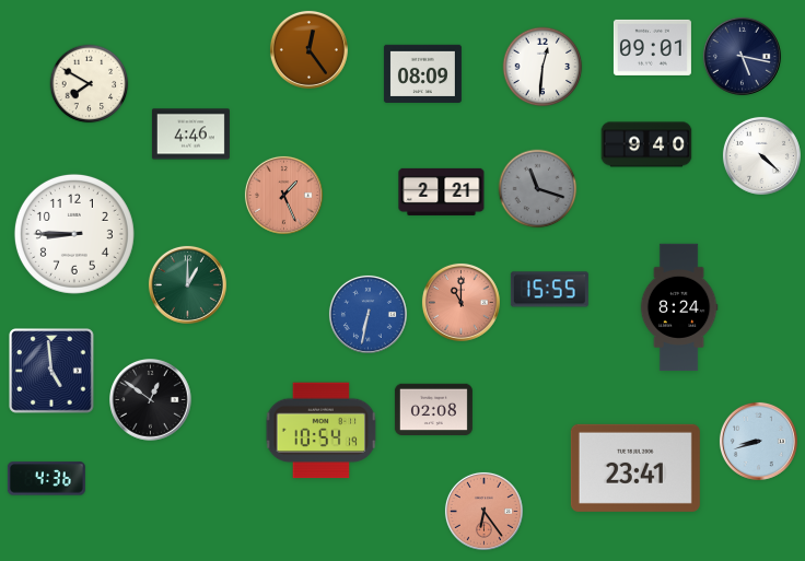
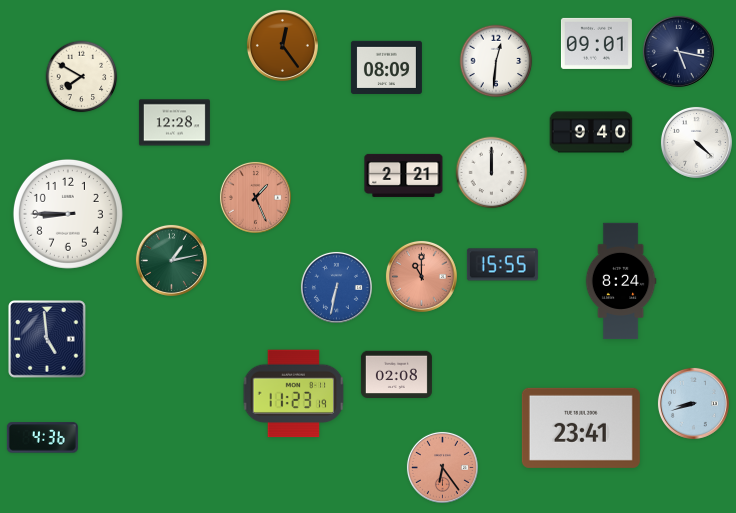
clock at (190, 135): 4:46 -> 12:28
clock at (538, 189): 11:18 -> 12:00
clock at (538, 189) dial: grey -> white
clock at (283, 195) position: (283, 195) -> (255, 197)
clock at (187, 284): 1:00 -> 1:13
clock at (151, 400): 12:51 -> none
clock at (322, 431): 10:54 -> 11:23
